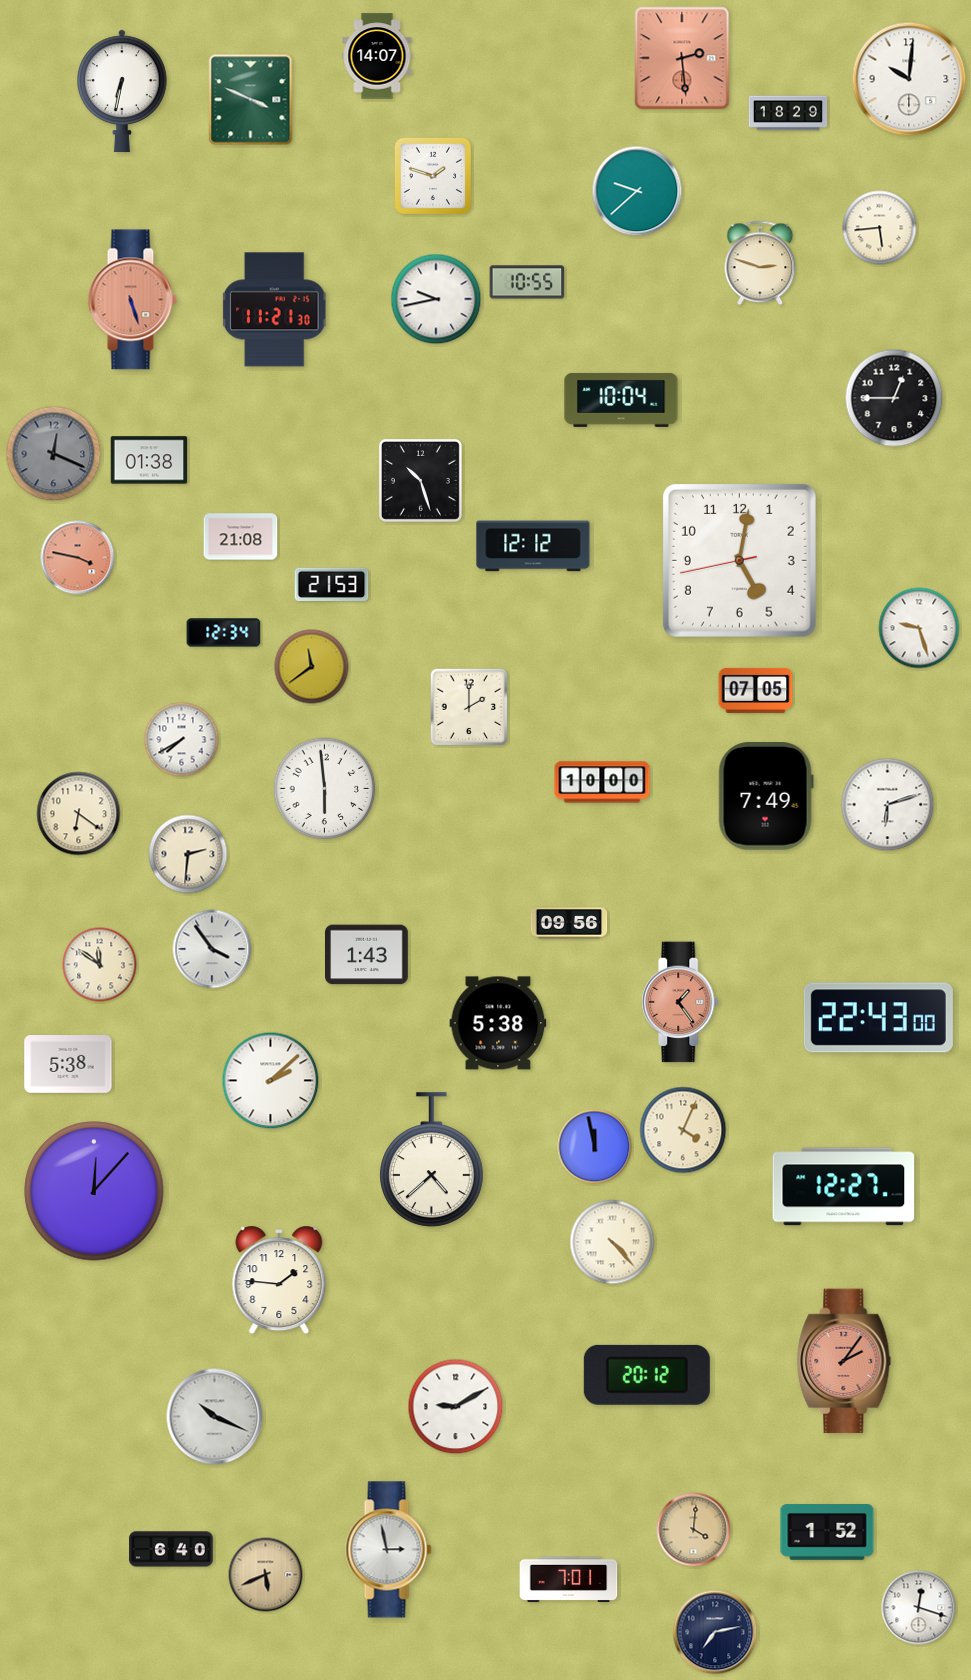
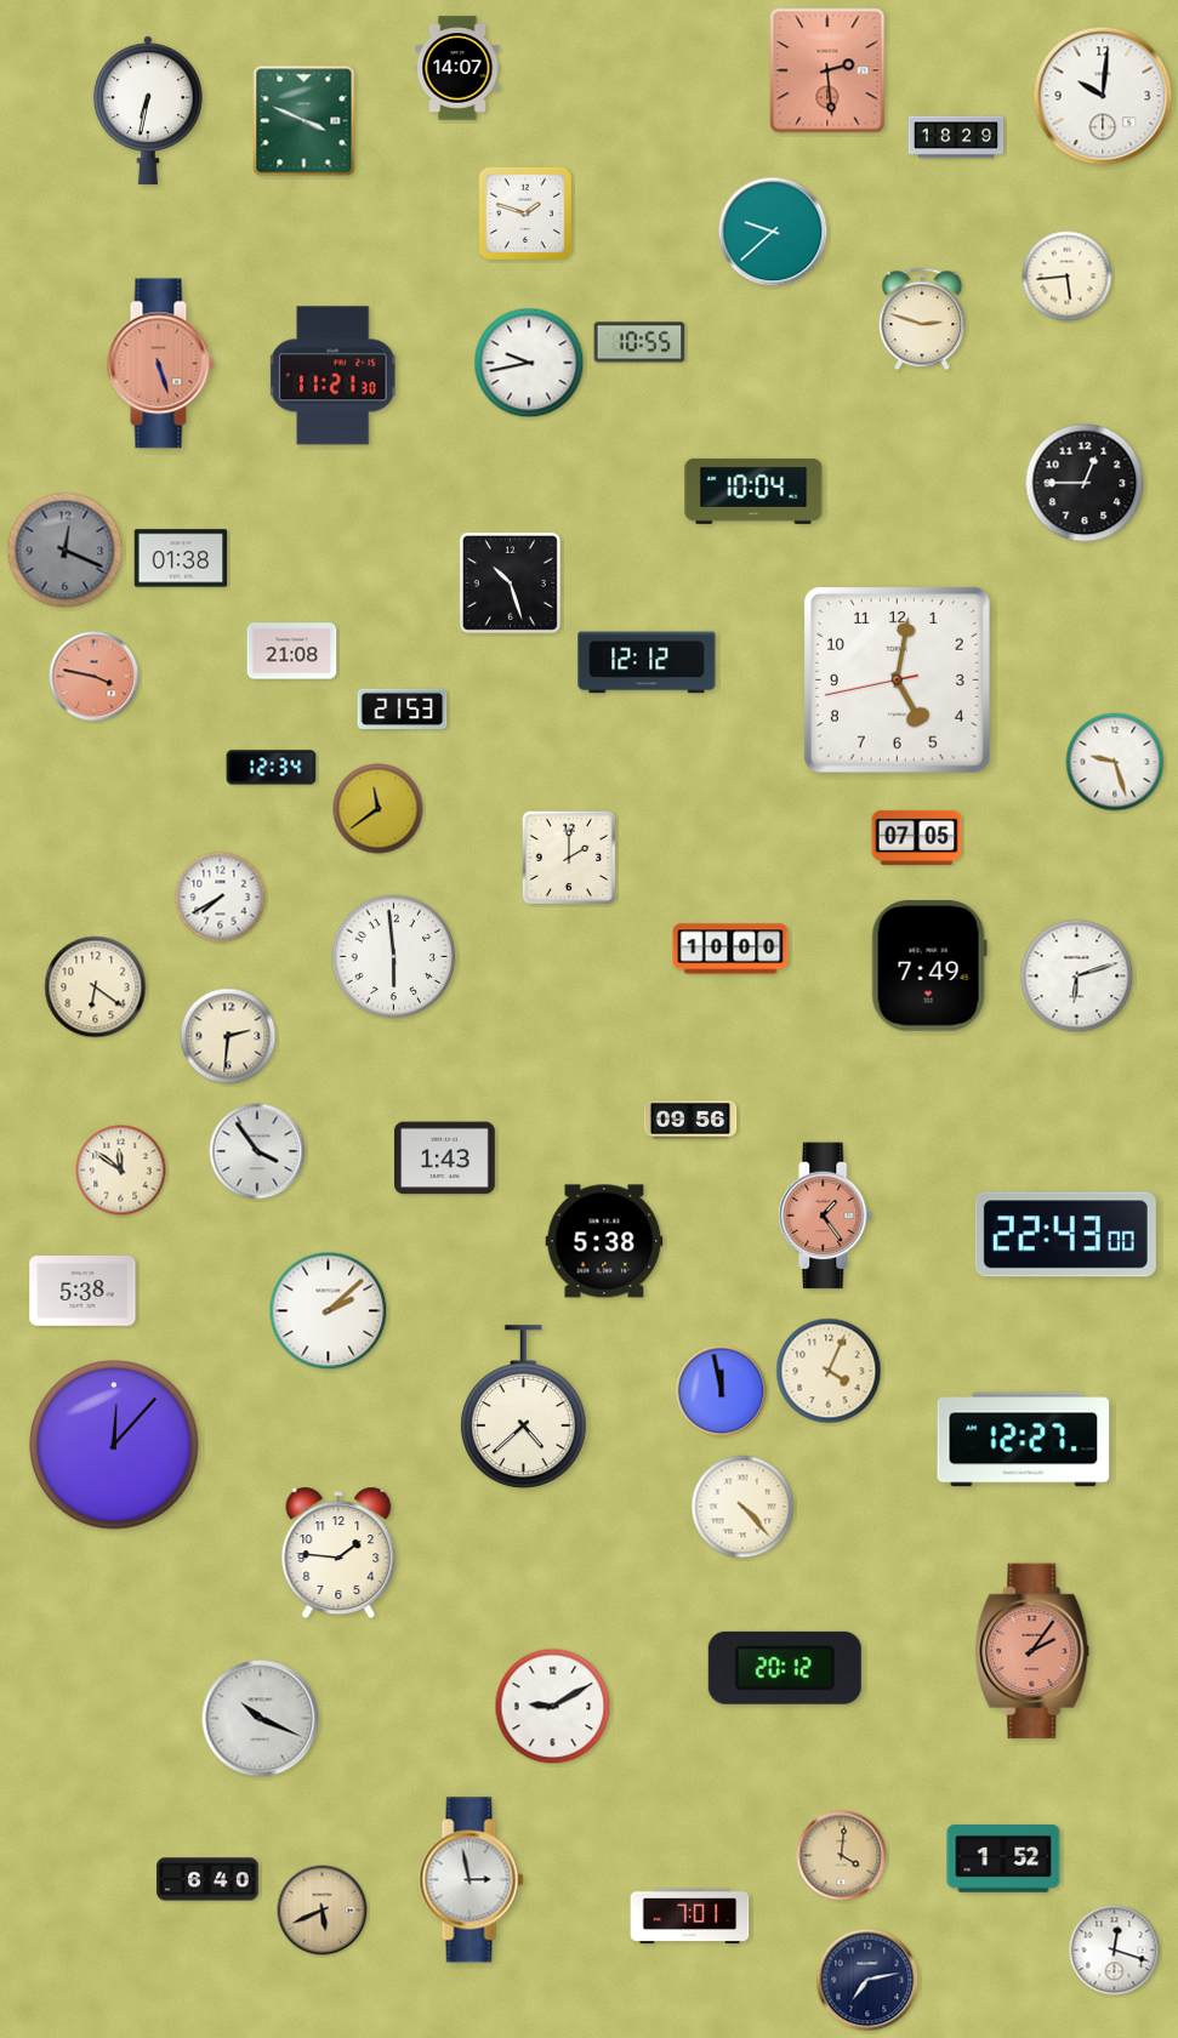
clock at (621, 400) position: (621, 400) -> (753, 491)
clock at (844, 1361) position: (844, 1361) -> (1032, 1651)
